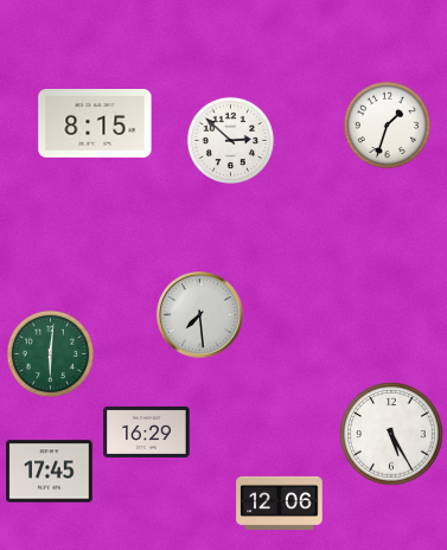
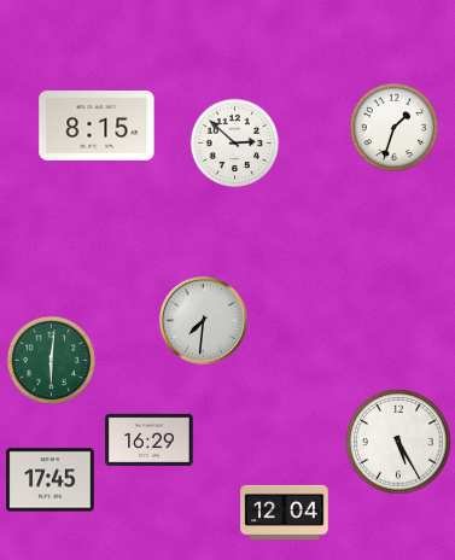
clock at (200, 315): 7:29 -> 7:31
clock at (280, 503): 12:06 -> 12:04
